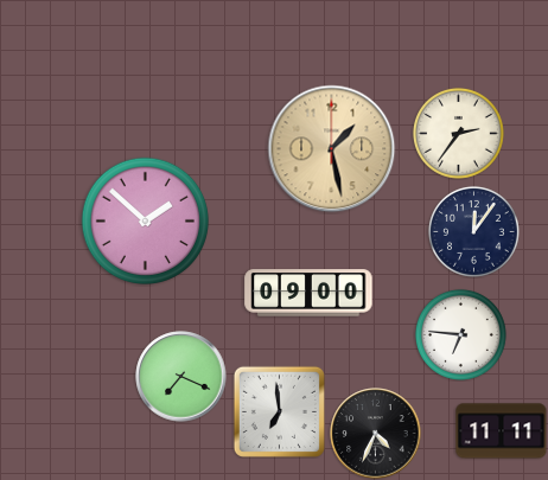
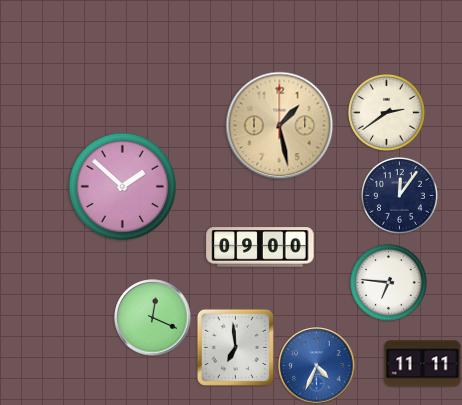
clock at (459, 134): 2:36 -> 2:39
clock at (181, 377): 7:19 -> 12:19
clock at (376, 434) dial: black -> blue
